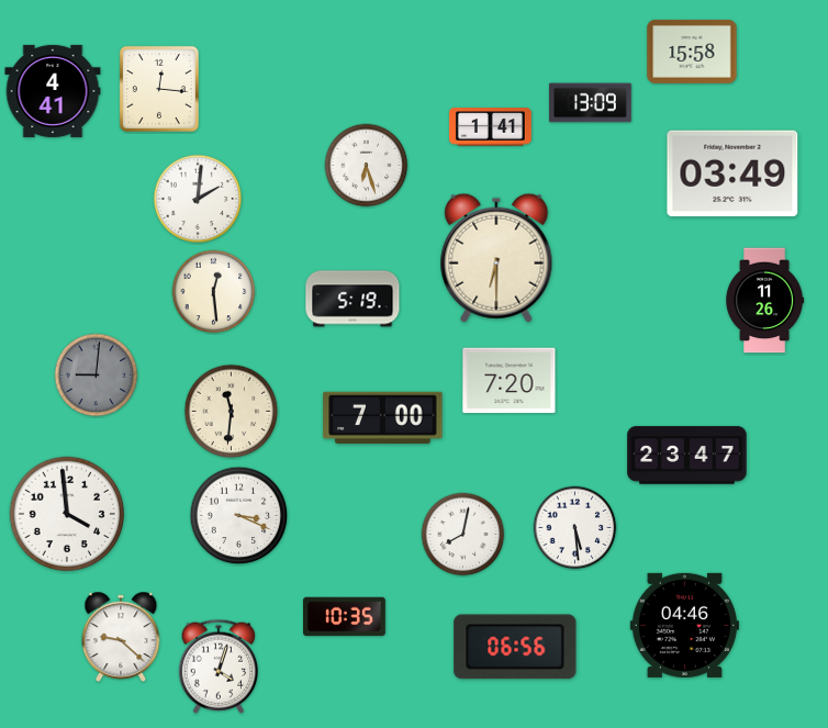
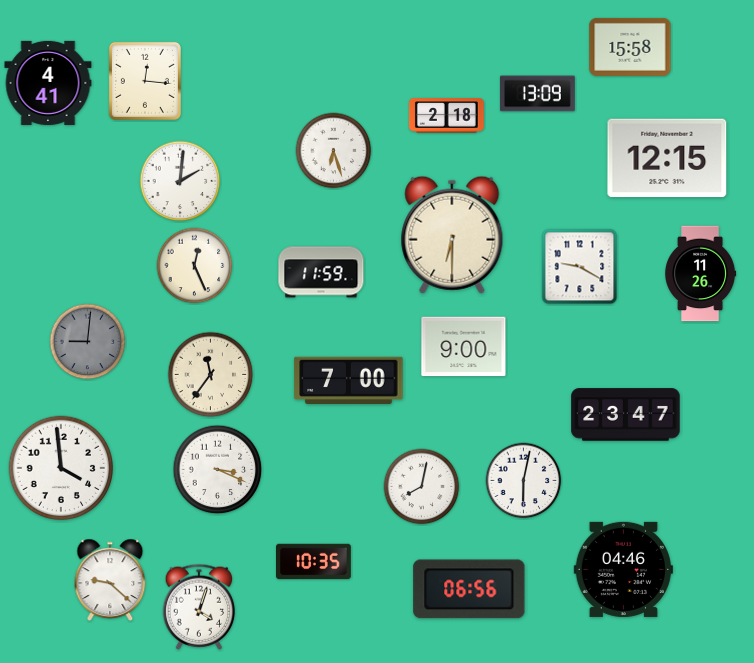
clock at (491, 127): 1:41 -> 2:18
clock at (732, 173): 03:49 -> 12:15
clock at (214, 292): 12:29 -> 12:26
clock at (580, 267): none -> 9:20
clock at (353, 299): 5:19 -> 11:59
clock at (765, 301) position: (765, 301) -> (701, 274)
clock at (510, 381): 7:20 -> 9:00
clock at (232, 412): 11:31 -> 11:36
clock at (575, 528): 5:29 -> 6:02
